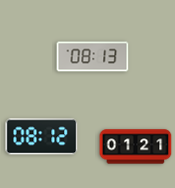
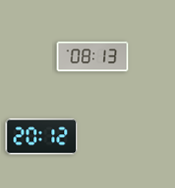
clock at (42, 137): 08:12 -> 20:12
clock at (136, 147): 01:21 -> none
